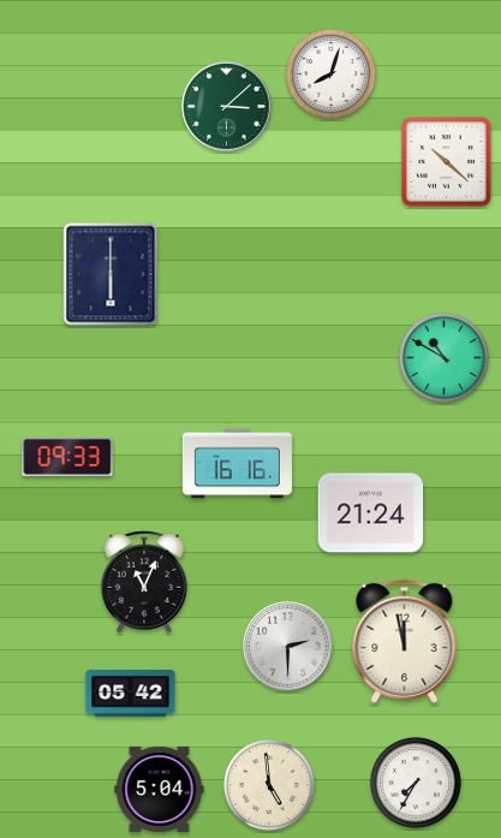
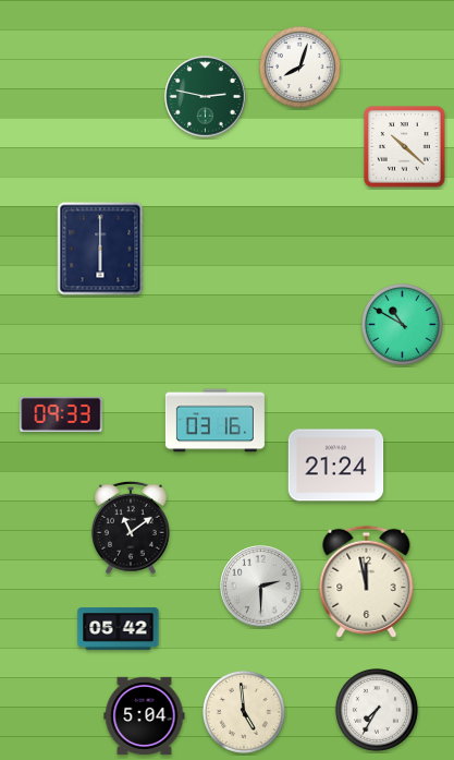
clock at (227, 107): 3:08 -> 2:47
clock at (237, 464): 16:16 -> 03:16
clock at (144, 582): 11:04 -> 11:09
